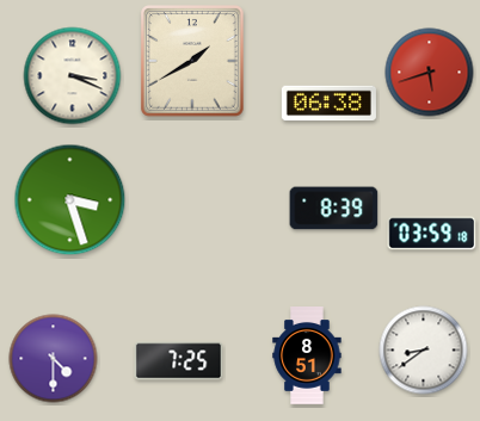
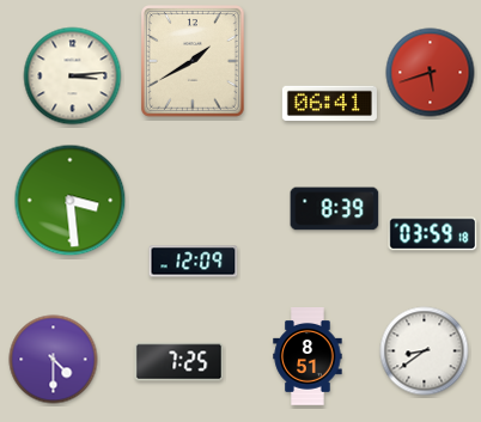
clock at (73, 76): 3:19 -> 3:14
clock at (328, 104): 06:38 -> 06:41
clock at (70, 200): 3:27 -> 3:29
clock at (194, 262): none -> 12:09
